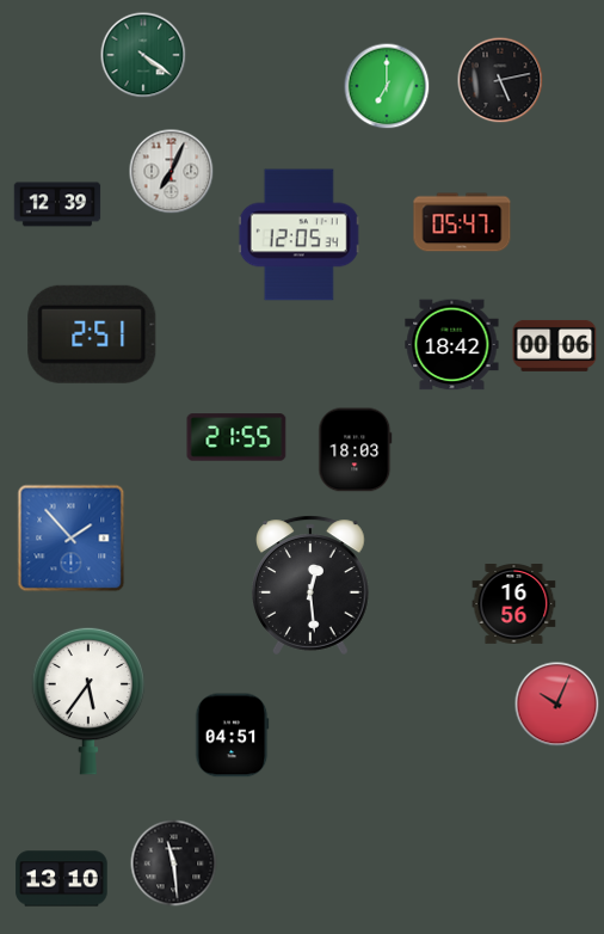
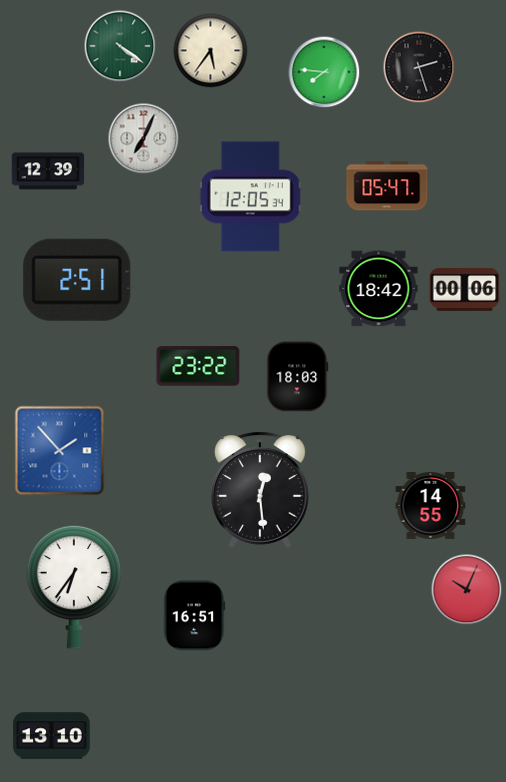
clock at (211, 51): none -> 5:36
clock at (500, 80): 5:13 -> 2:27
clock at (387, 86): 7:00 -> 7:46
clock at (172, 172) position: (172, 172) -> (144, 139)
clock at (236, 437): 21:55 -> 23:22
clock at (514, 604): 16:56 -> 14:55
clock at (88, 701): 5:36 -> 6:36
clock at (232, 736): 04:51 -> 16:51
clock at (174, 864): 11:29 -> none
